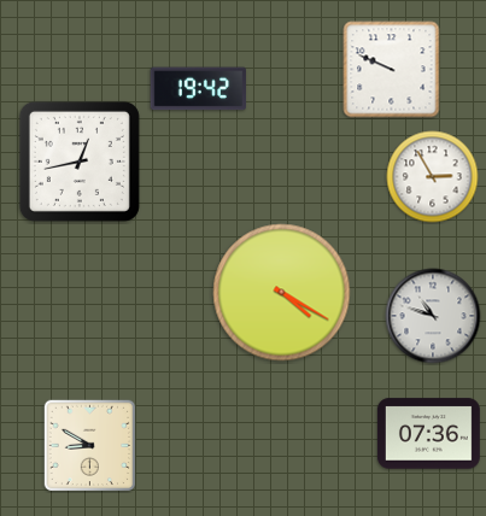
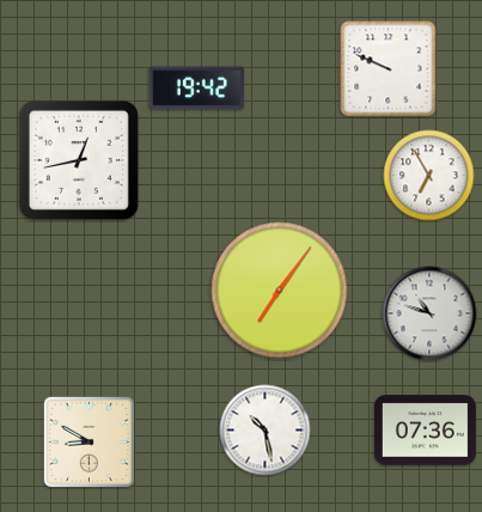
clock at (433, 177): 2:55 -> 6:55
clock at (282, 293): 4:20 -> 7:06
clock at (266, 431): none -> 10:28
